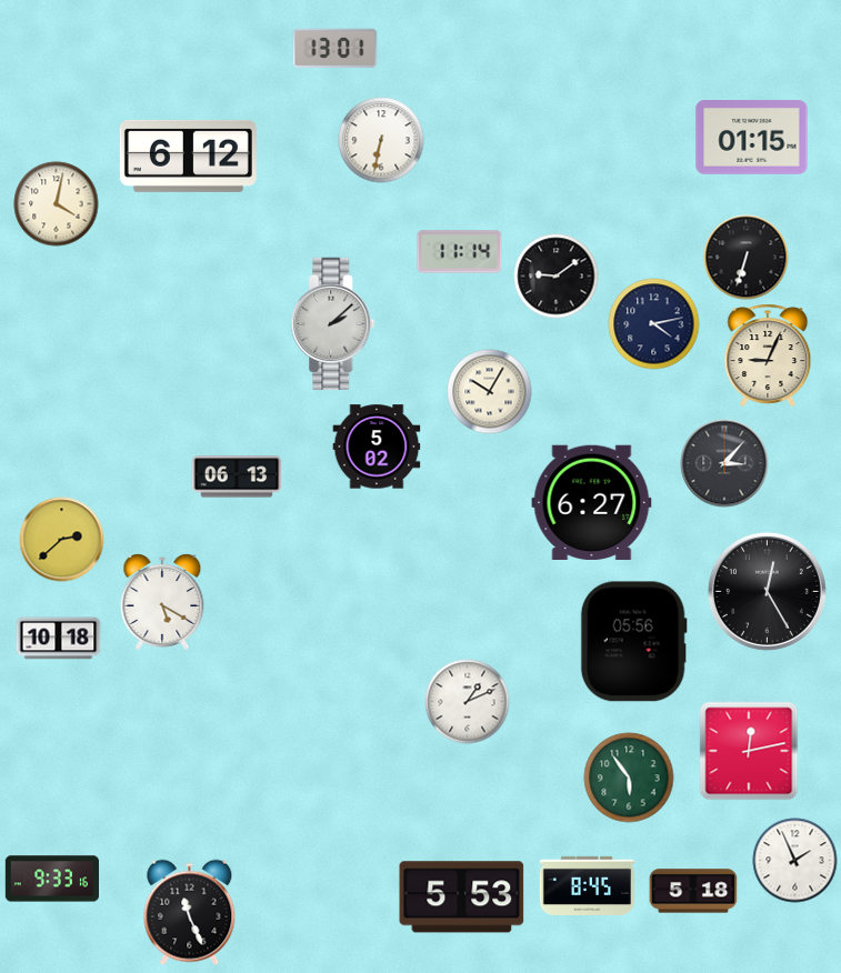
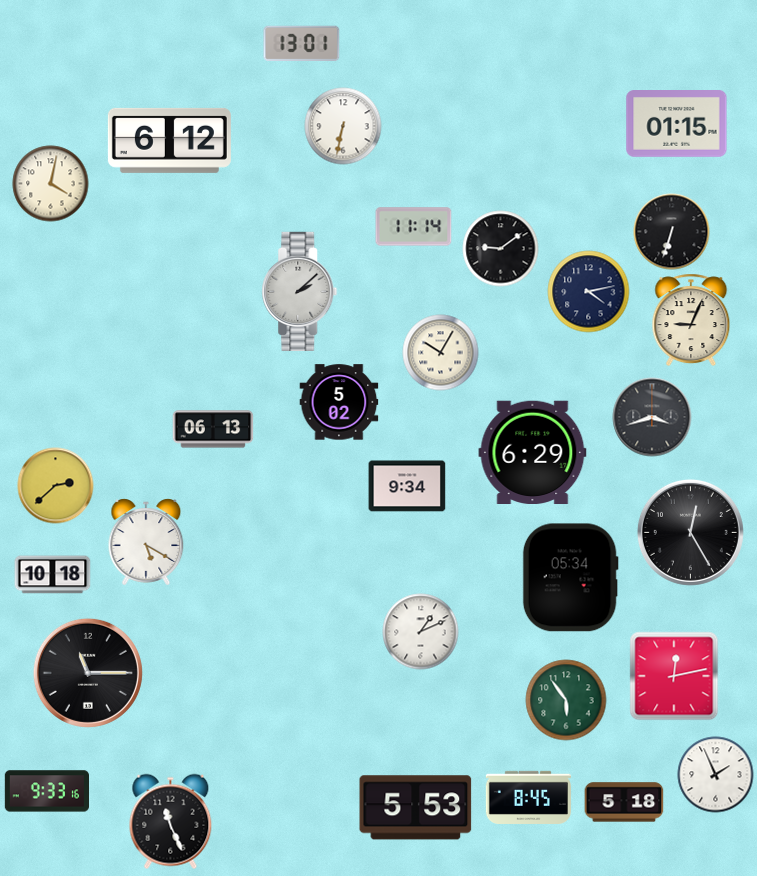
clock at (724, 463): 3:07 -> 3:42
clock at (592, 502): 6:27 -> 6:29
clock at (407, 486): none -> 9:34
clock at (633, 642): 05:56 -> 05:34
clock at (88, 673): none -> 11:15
